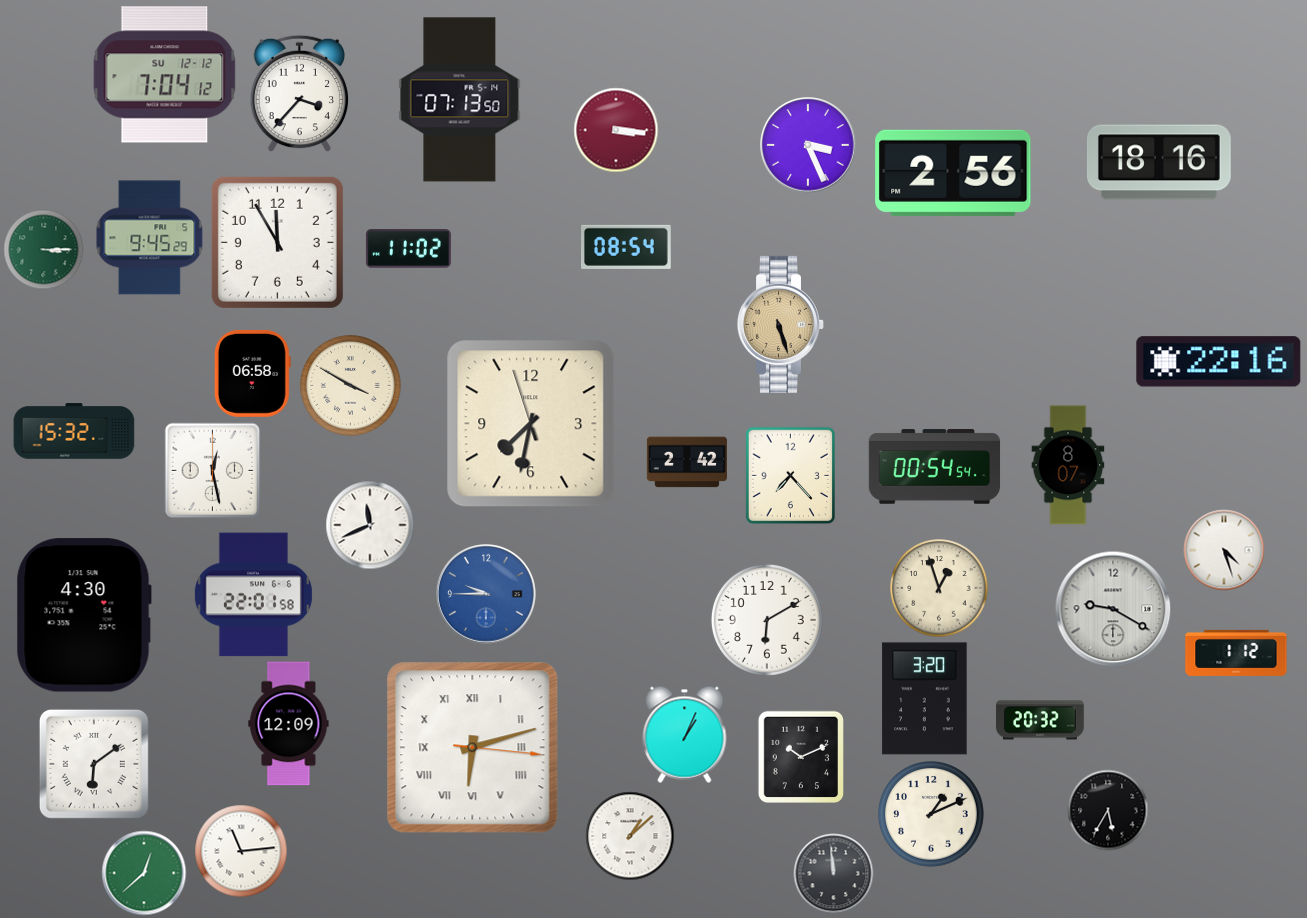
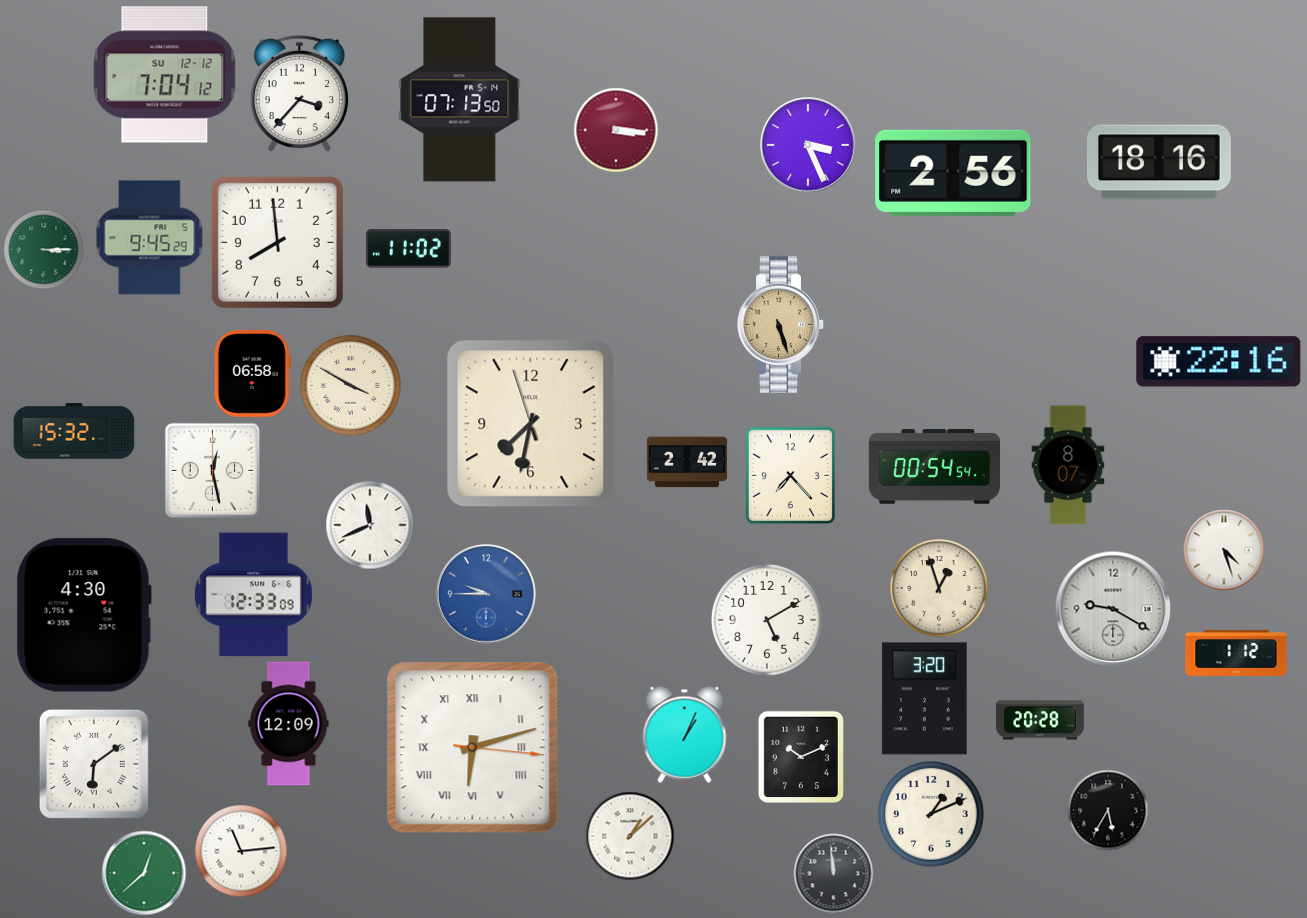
clock at (277, 242): 11:55 -> 7:59
clock at (626, 247): 08:54 -> none
clock at (253, 595): 22:01 -> 12:33
clock at (767, 620): 6:10 -> 5:10
clock at (1041, 720): 20:32 -> 20:28
